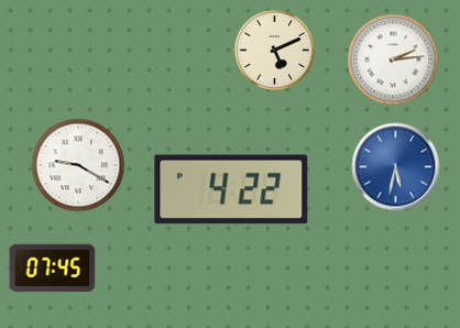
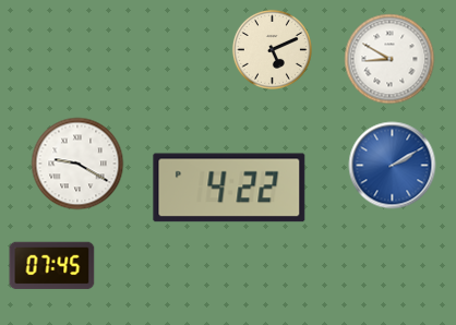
clock at (393, 59): 2:14 -> 8:50
clock at (396, 167): 5:32 -> 2:10
